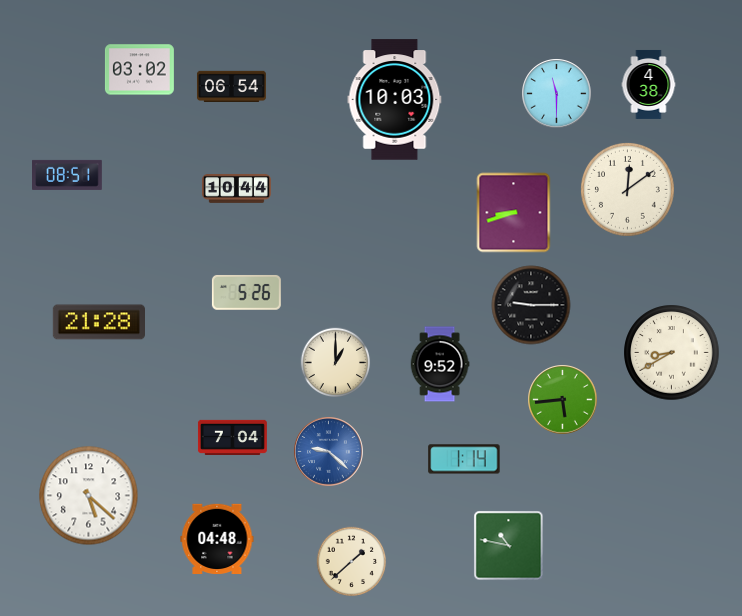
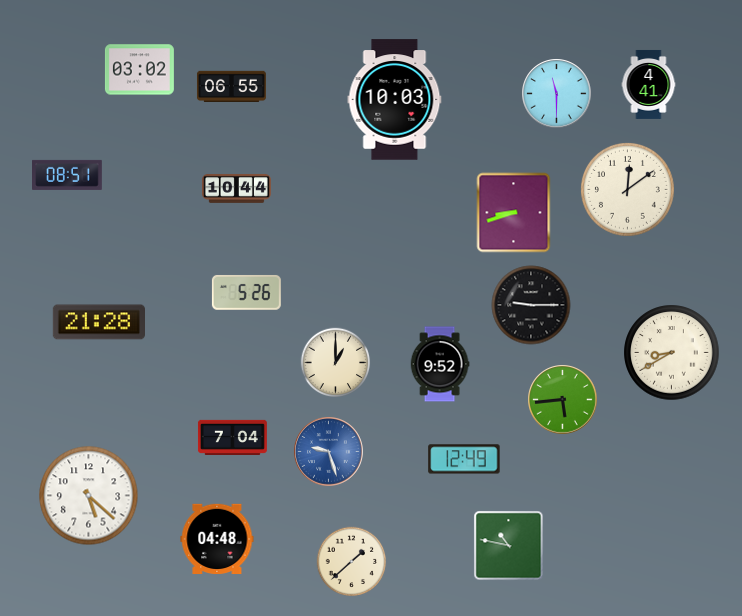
clock at (649, 84): 4:38 -> 4:41
clock at (231, 87): 06:54 -> 06:55
clock at (329, 452): 9:22 -> 9:27
clock at (464, 459): 1:14 -> 12:49
